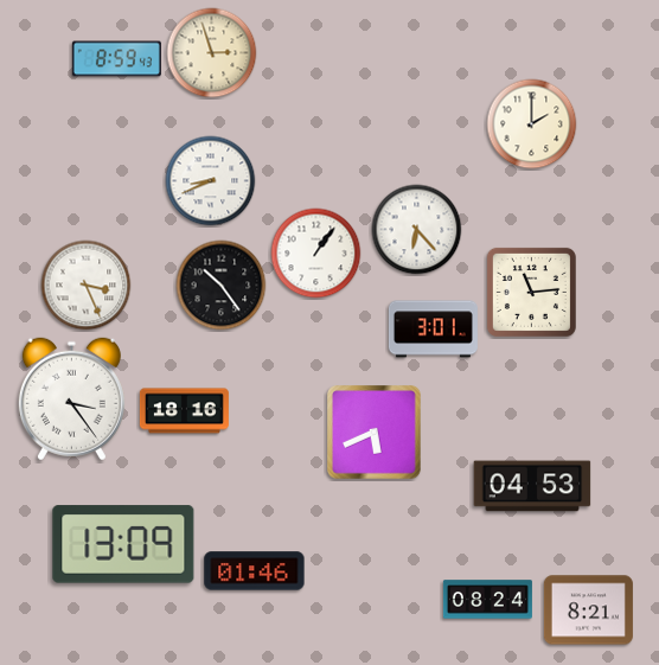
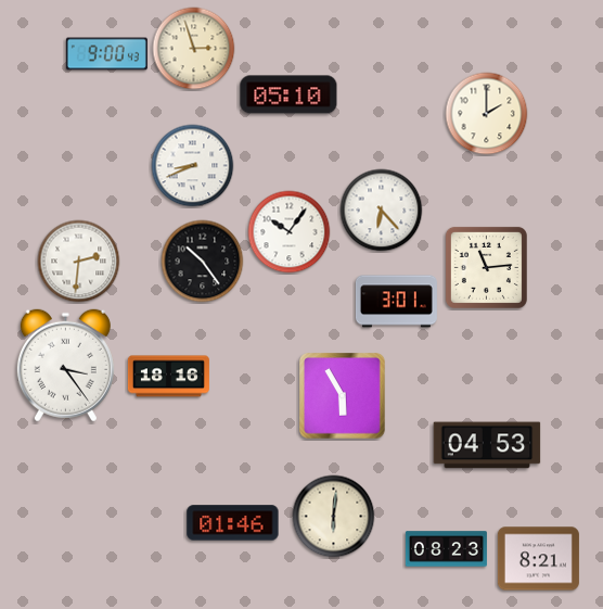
clock at (116, 59): 8:59 -> 9:00
clock at (288, 94): none -> 05:10
clock at (316, 254): 1:06 -> 10:06
clock at (87, 286): 3:26 -> 2:31
clock at (375, 433): 5:41 -> 5:55
clock at (123, 544): 13:09 -> none
clock at (334, 517): none -> 6:01
clock at (487, 600): 08:24 -> 08:23
